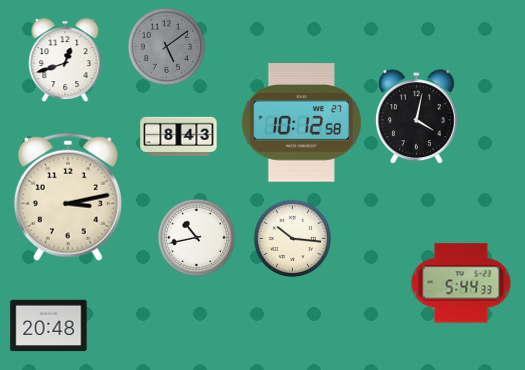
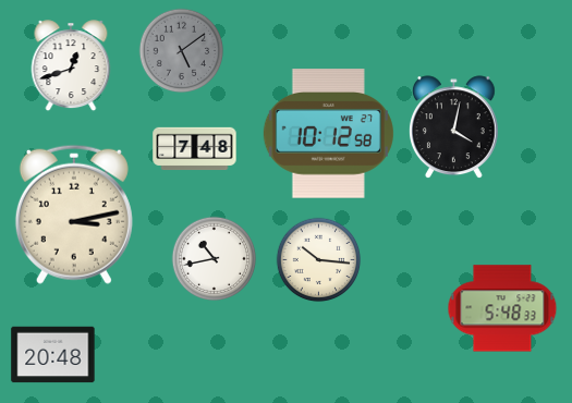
clock at (179, 137): 8:43 -> 7:48
clock at (461, 283): 5:44 -> 5:48
